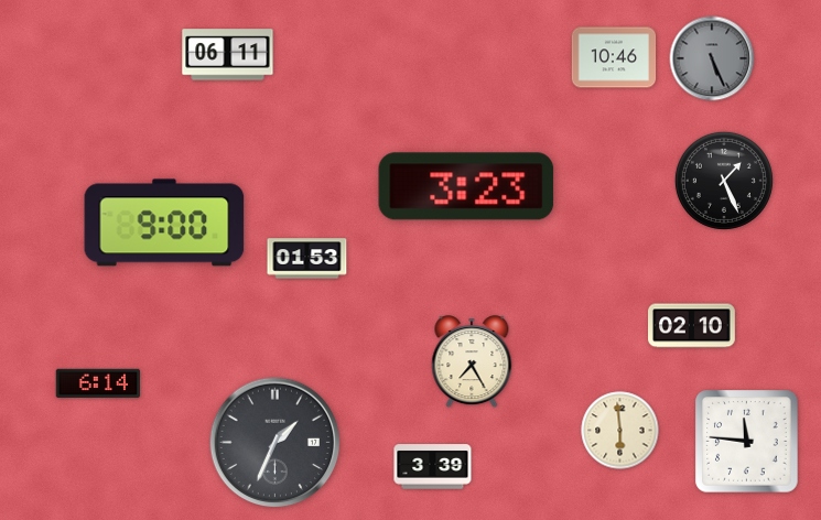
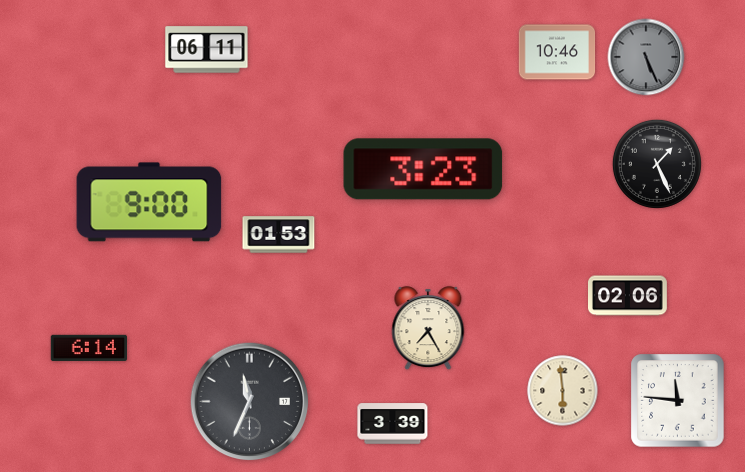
clock at (712, 58) position: (712, 58) -> (646, 57)
clock at (692, 326): 02:10 -> 02:06
clock at (276, 443): 1:34 -> 11:34
